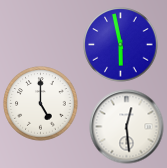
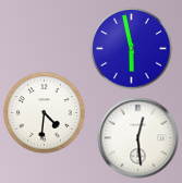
clock at (41, 104): 5:00 -> 4:31
